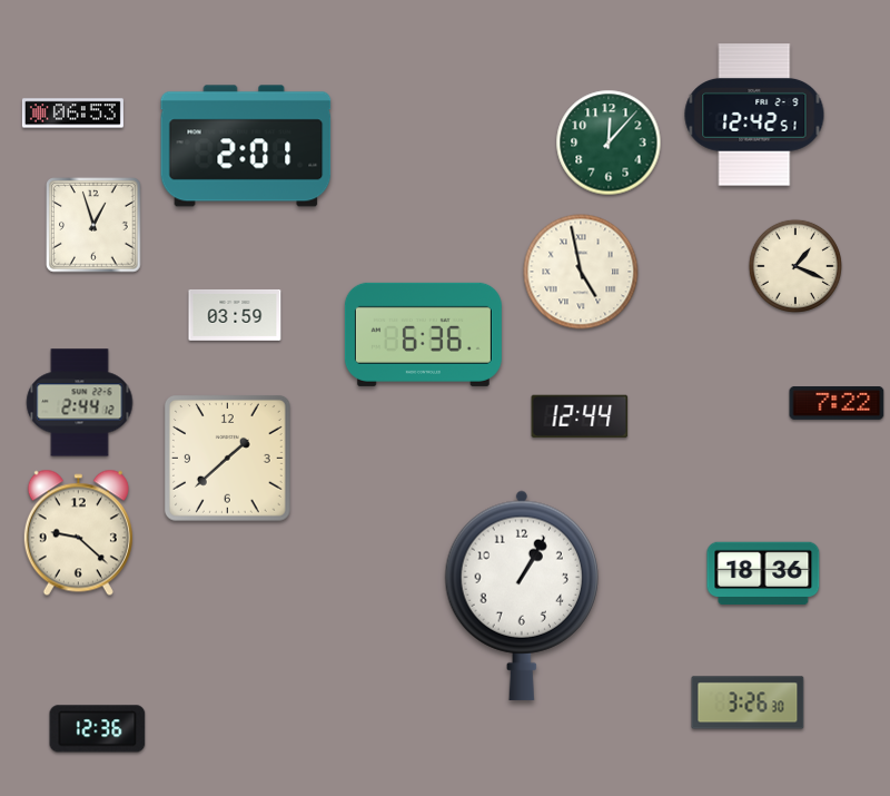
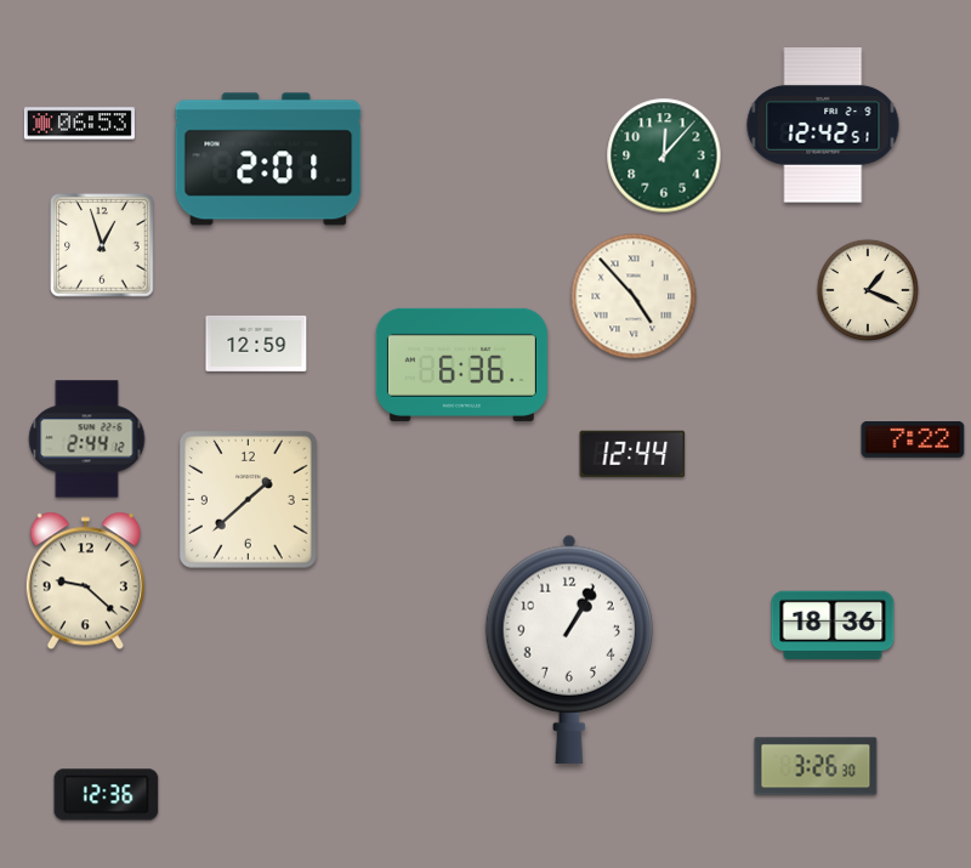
clock at (581, 272): 4:58 -> 4:53
clock at (235, 315): 03:59 -> 12:59
